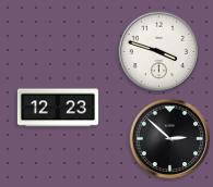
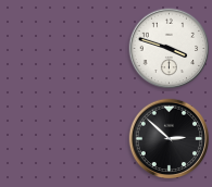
clock at (159, 52) position: (159, 52) -> (170, 49)
clock at (58, 108): 12:23 -> none
